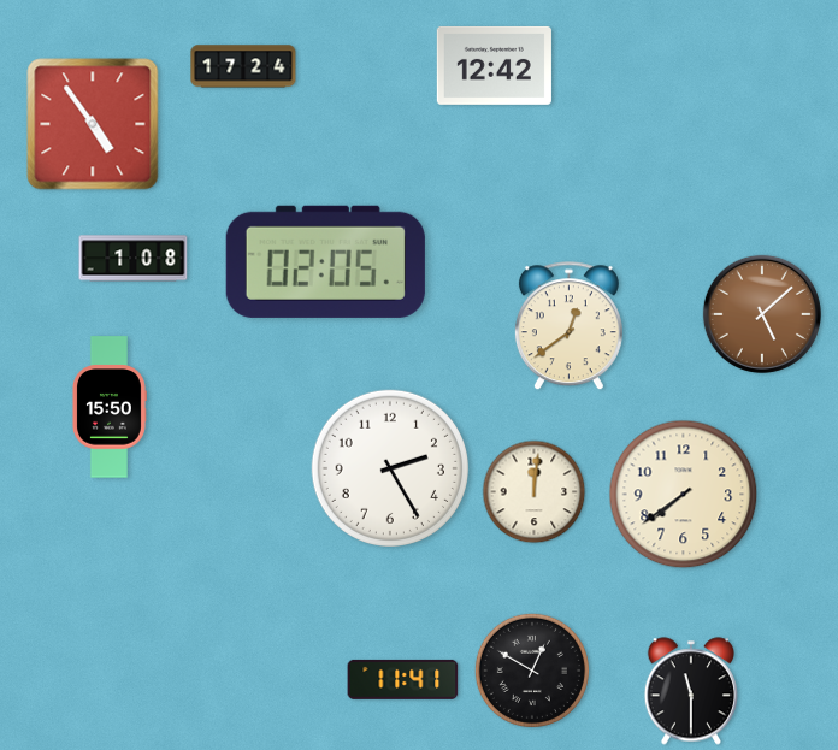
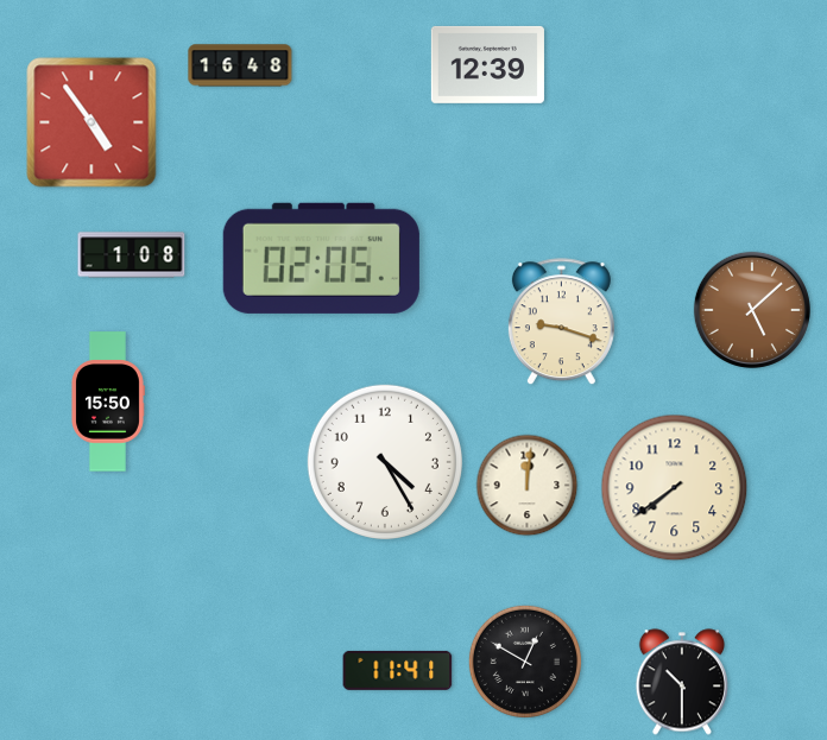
clock at (494, 65): 12:42 -> 12:39
clock at (243, 66): 17:24 -> 16:48
clock at (568, 326): 12:39 -> 9:18
clock at (390, 468): 2:25 -> 4:25
clock at (690, 691): 11:30 -> 10:30
